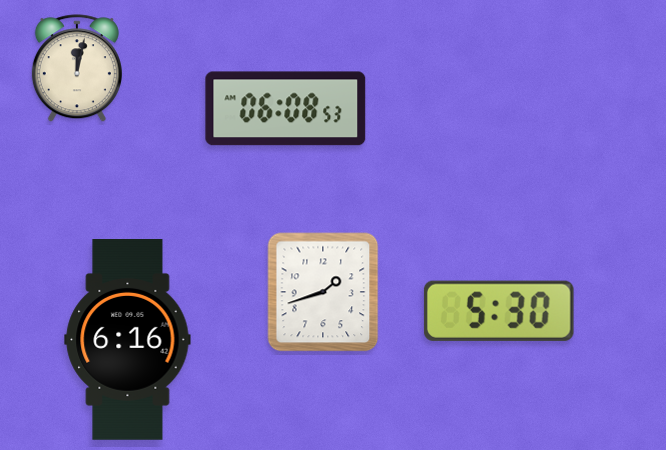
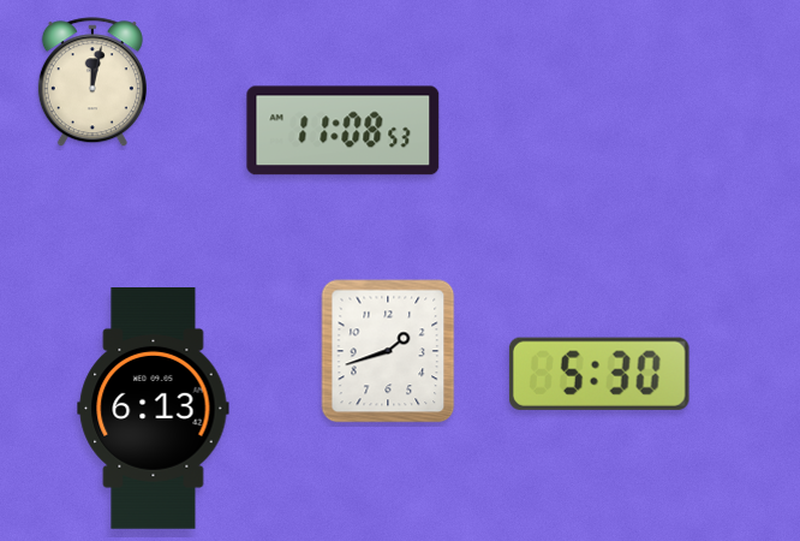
clock at (286, 109): 06:08 -> 11:08
clock at (128, 340): 6:16 -> 6:13
